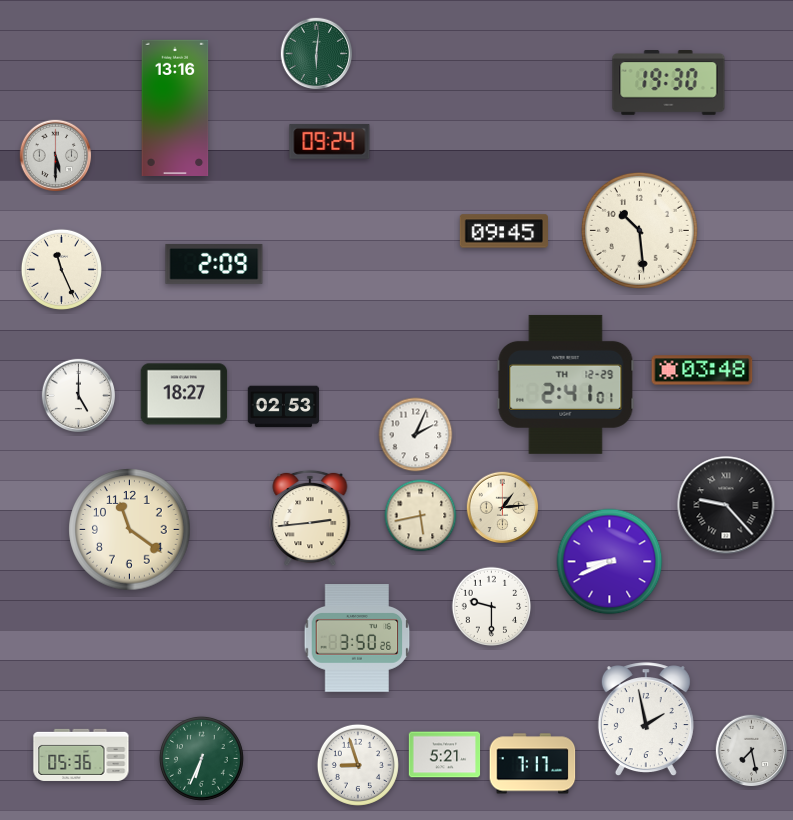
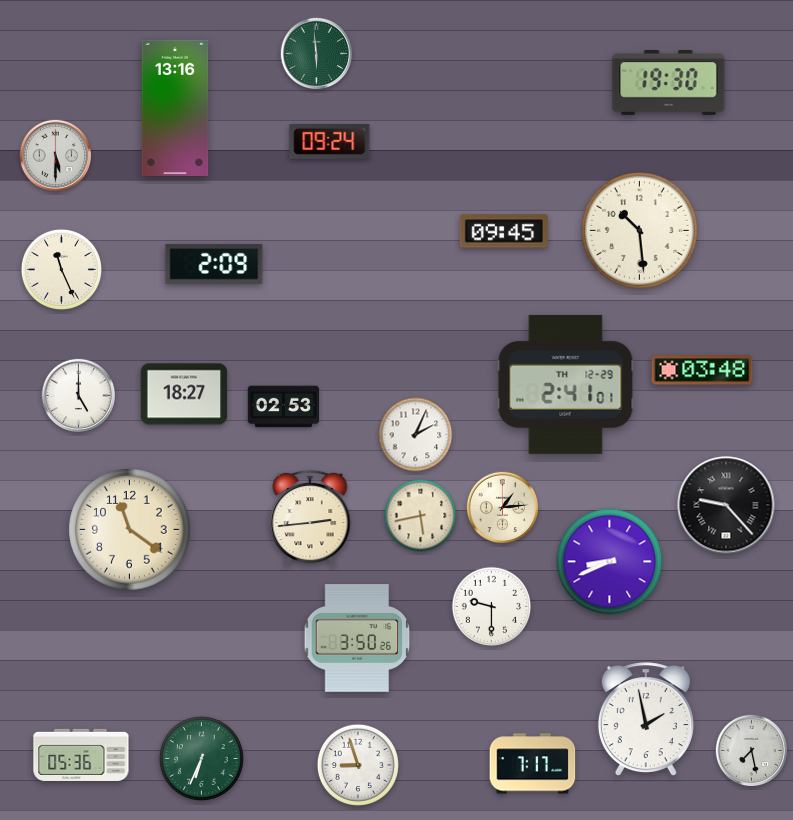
clock at (317, 54): 6:01 -> 5:59
clock at (445, 755): 5:21 -> none
